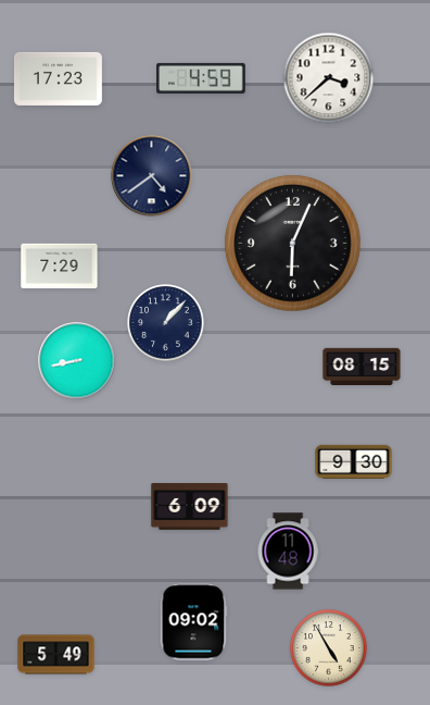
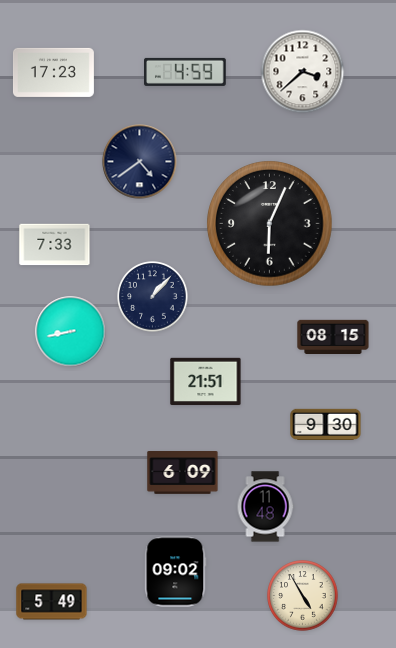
clock at (60, 267): 7:29 -> 7:33
clock at (206, 382): none -> 21:51
clock at (190, 507) position: (190, 507) -> (183, 473)
clock at (194, 622) position: (194, 622) -> (176, 572)
